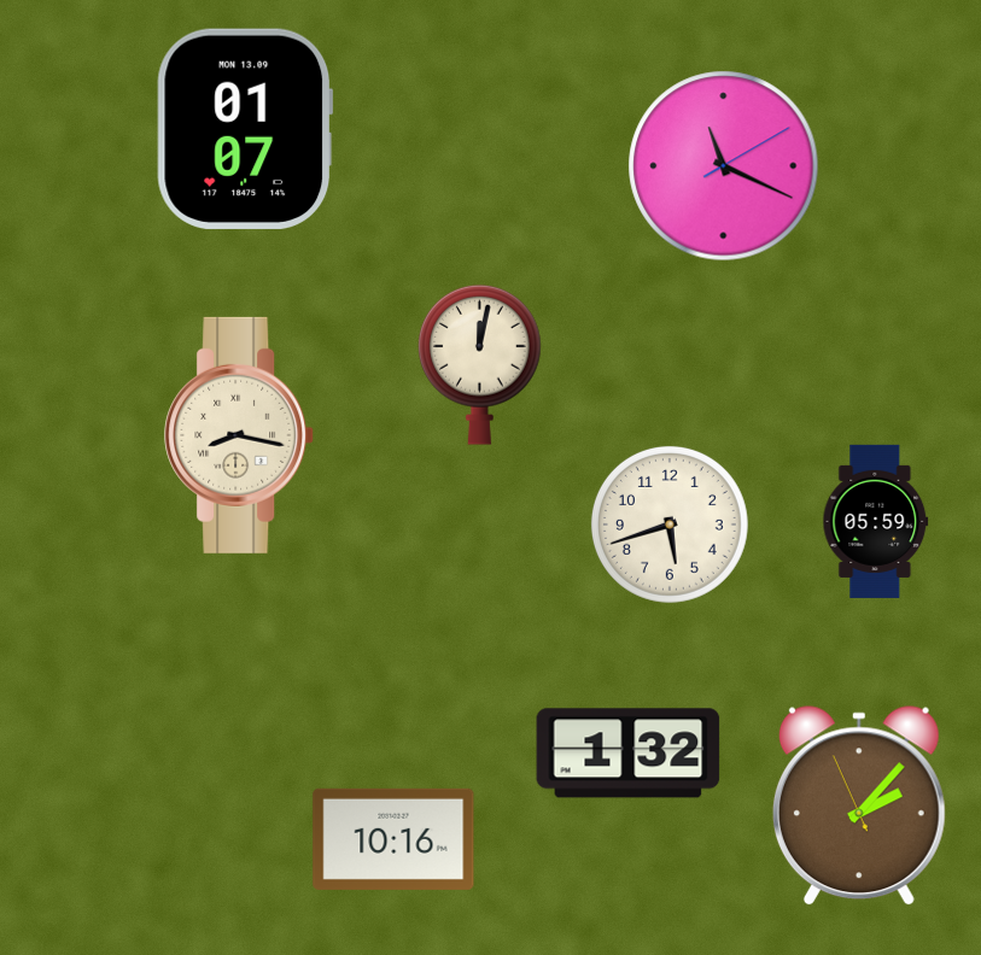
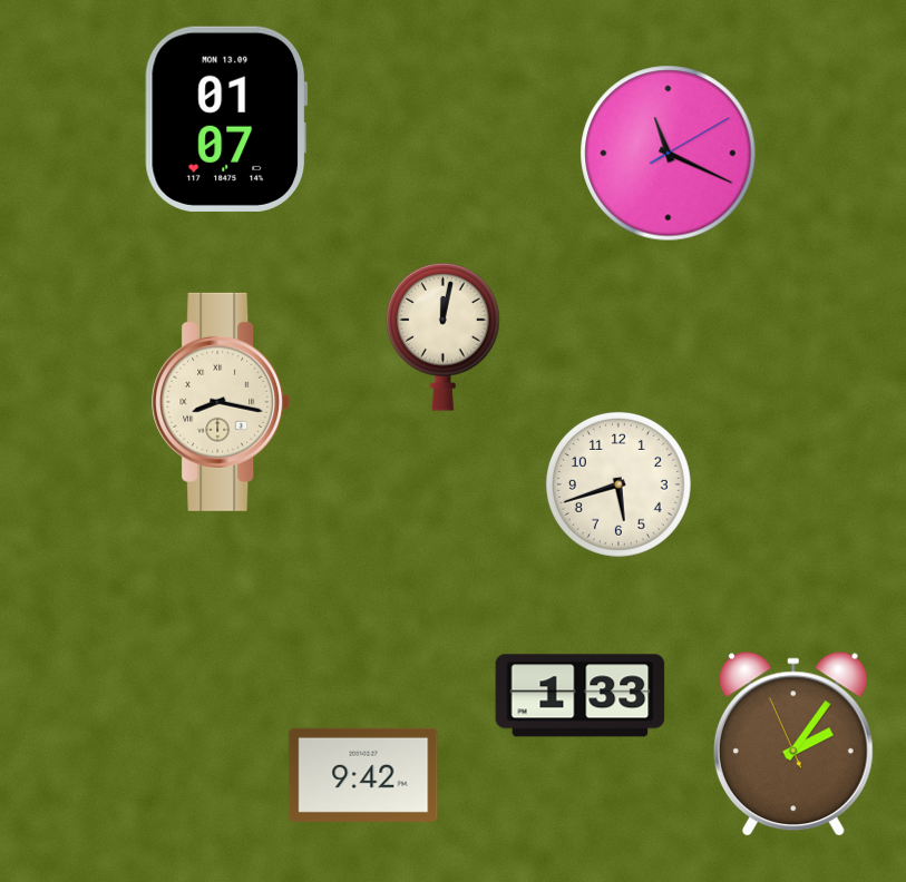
clock at (876, 521): 05:59 -> none
clock at (629, 754): 1:32 -> 1:33
clock at (859, 807): 2:06 -> 2:05
clock at (393, 839): 10:16 -> 9:42
